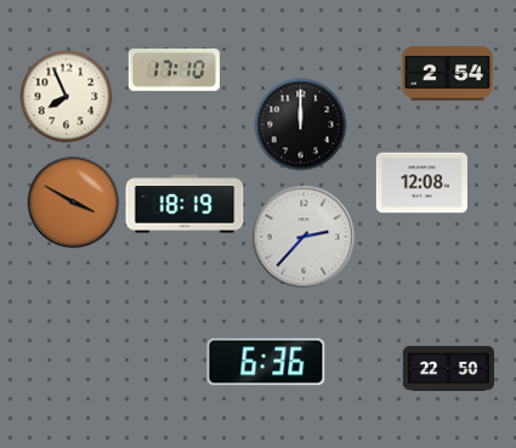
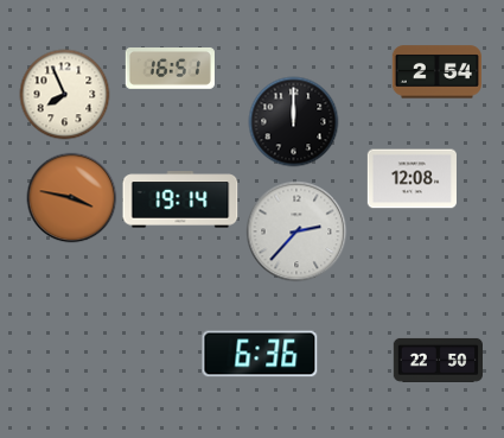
clock at (174, 70): 17:10 -> 16:51
clock at (74, 203): 3:50 -> 3:47
clock at (185, 204): 18:19 -> 19:14
